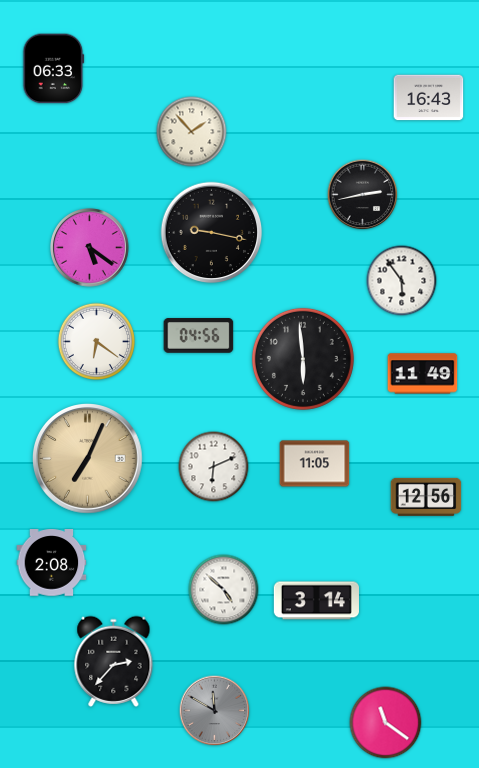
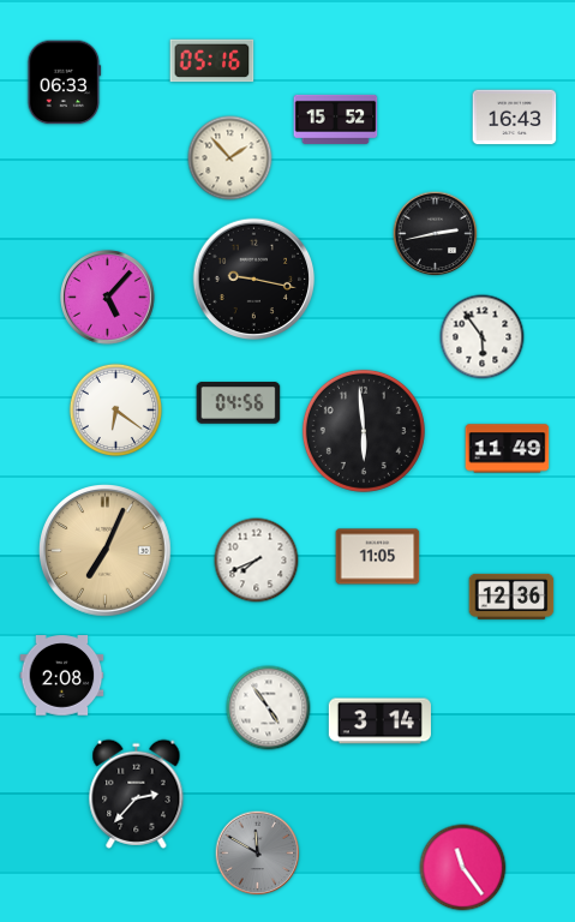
clock at (212, 61): none -> 05:16
clock at (336, 119): none -> 15:52
clock at (90, 248): 5:21 -> 5:07
clock at (214, 467): 6:11 -> 7:41
clock at (426, 497): 12:56 -> 12:36
clock at (224, 590): 4:52 -> 4:54
clock at (386, 723): 11:21 -> 11:24
